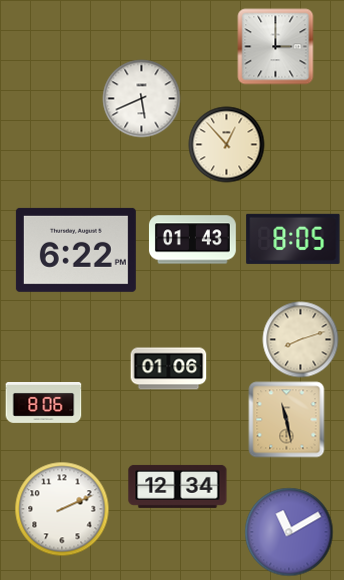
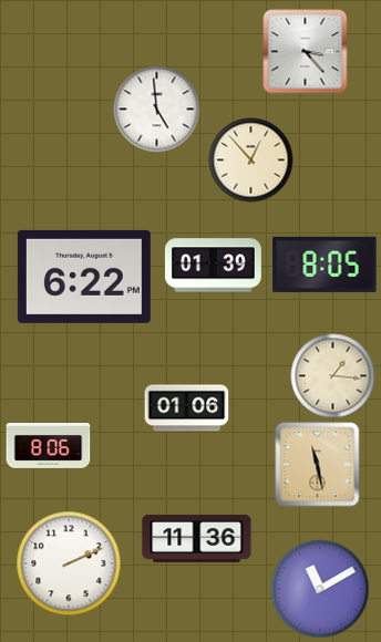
clock at (276, 47): 3:00 -> 3:23
clock at (142, 99): 5:41 -> 4:59
clock at (192, 240): 01:43 -> 01:39
clock at (301, 340): 8:12 -> 1:16
clock at (178, 486): 12:34 -> 11:36
